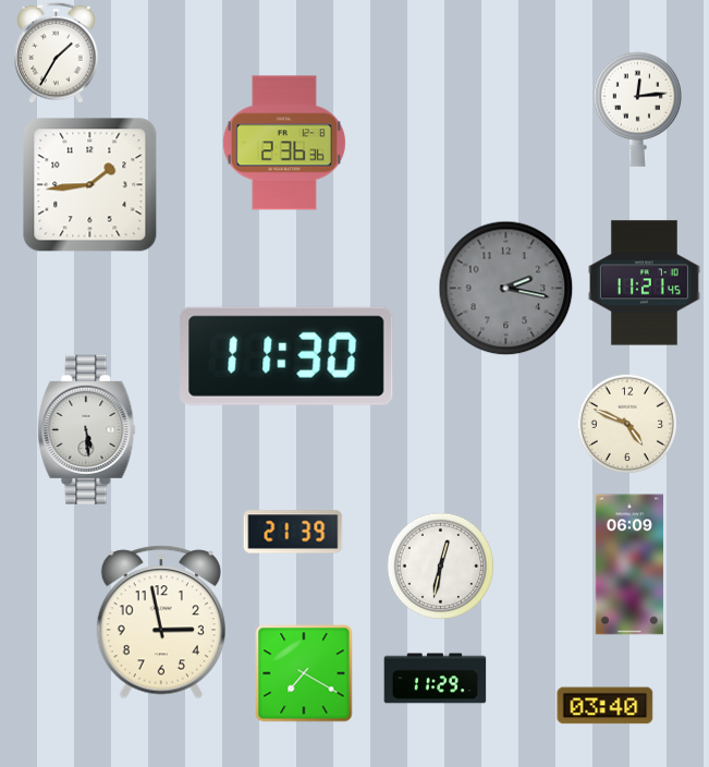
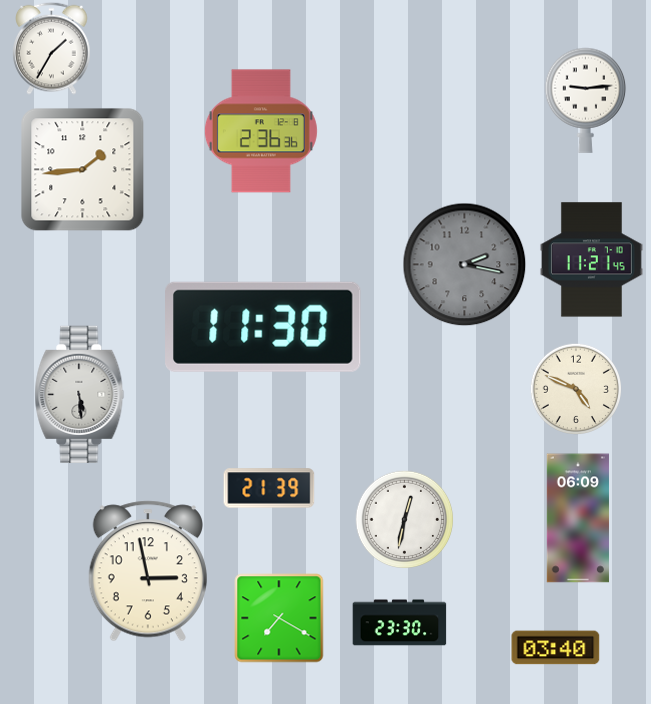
clock at (638, 109): 12:14 -> 9:14
clock at (436, 679): 11:29 -> 23:30
